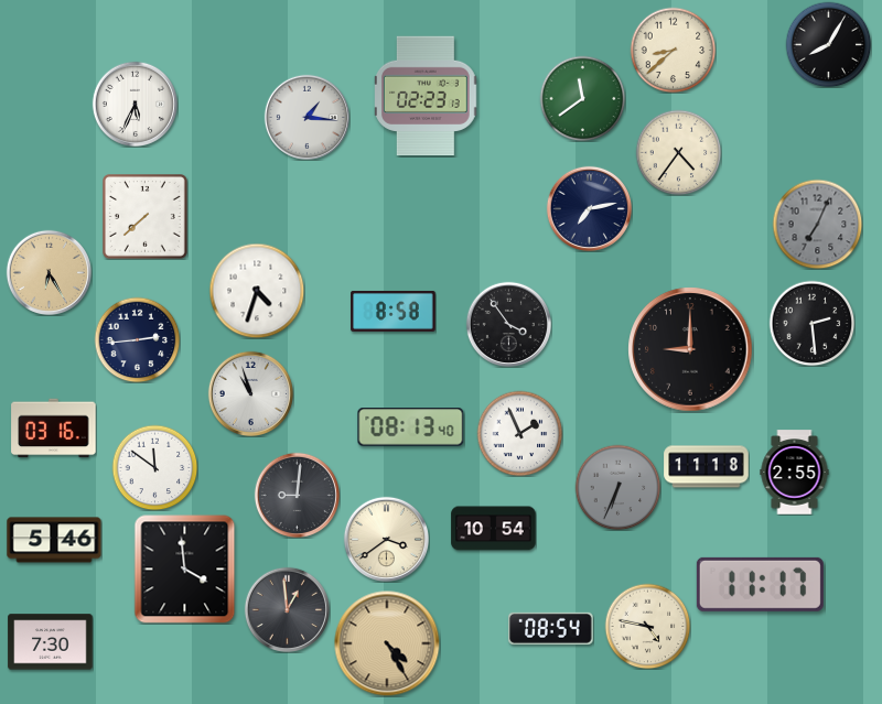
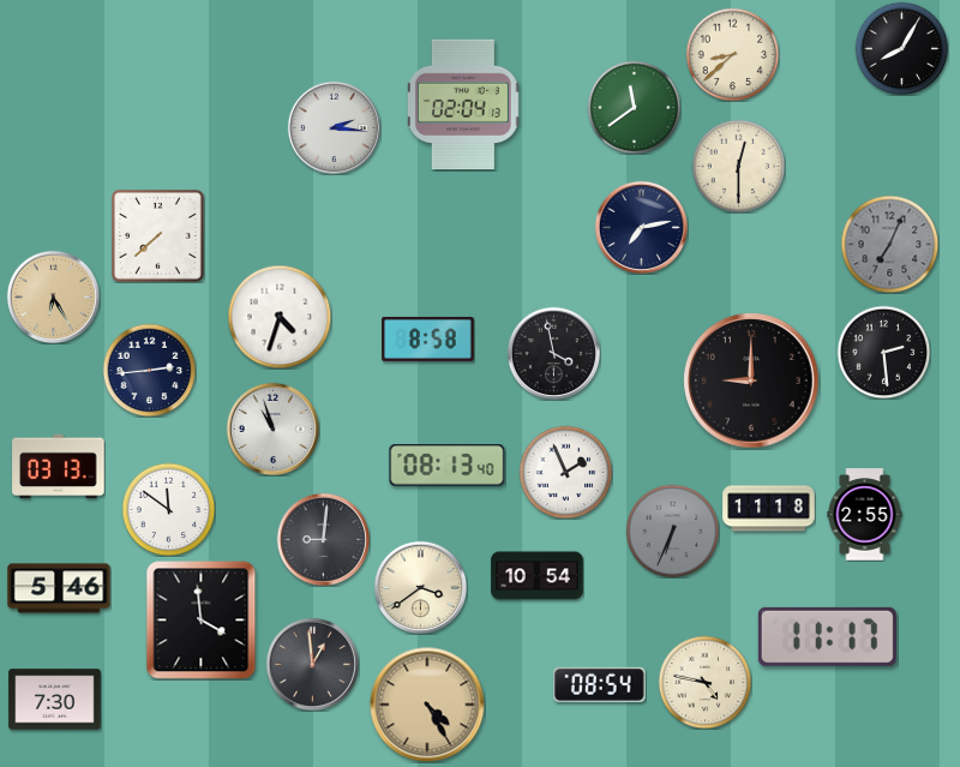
clock at (427, 96): 02:23 -> 02:04
clock at (135, 104): 5:34 -> none
clock at (306, 117): 1:16 -> 2:16
clock at (678, 152): 4:36 -> 12:30
clock at (508, 324): 3:54 -> 3:58
clock at (54, 429): 03:16 -> 03:13
clock at (387, 643) position: (387, 643) -> (427, 705)
